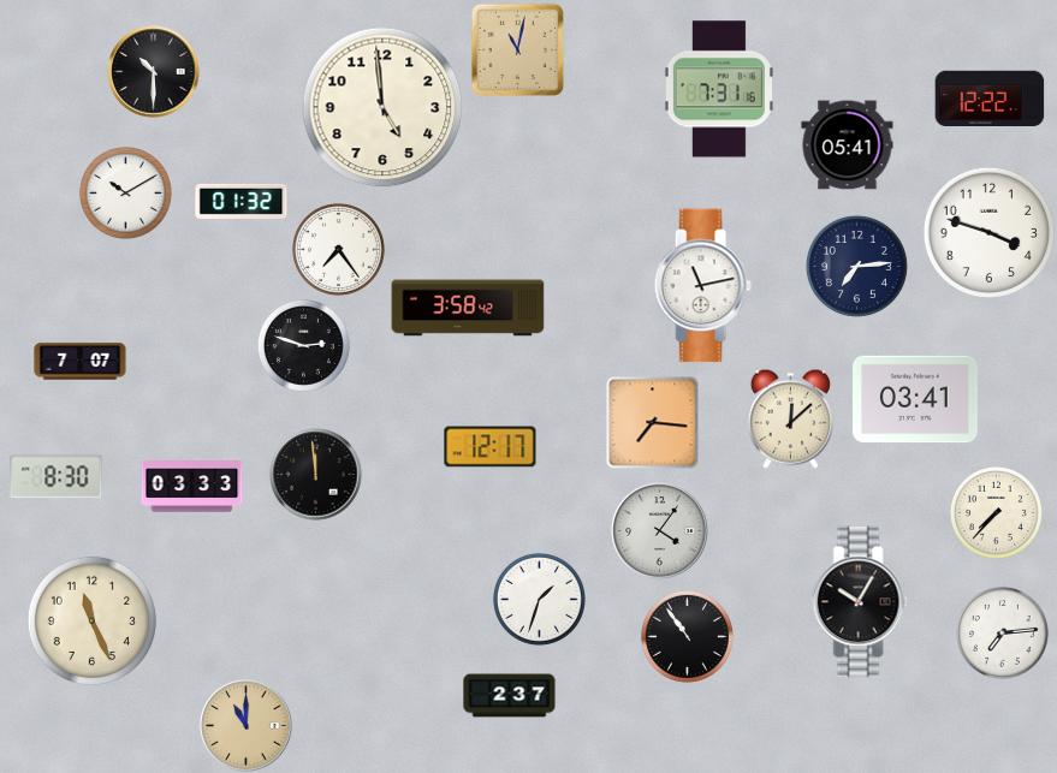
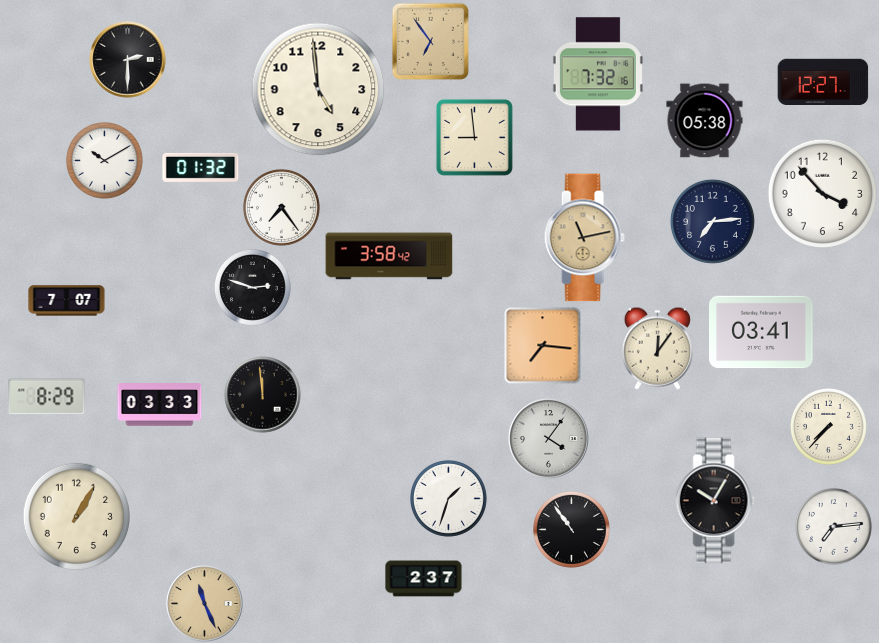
clock at (517, 49): 11:02 -> 6:54
clock at (154, 72): 10:30 -> 2:30
clock at (719, 89): 7:31 -> 7:32
clock at (990, 99): 12:22 -> 12:27
clock at (848, 145): 05:41 -> 05:38
clock at (474, 137): none -> 8:59
clock at (988, 232): 3:48 -> 3:53
clock at (702, 286) dial: white -> champagne
clock at (790, 418): 12:08 -> 12:06
clock at (653, 423) position: (653, 423) -> (543, 346)
clock at (491, 447): 12:17 -> none
clock at (57, 477): 8:30 -> 8:29
clock at (660, 531) position: (660, 531) -> (549, 439)
clock at (91, 620): 11:26 -> 1:05
clock at (247, 726): 11:00 -> 11:26
